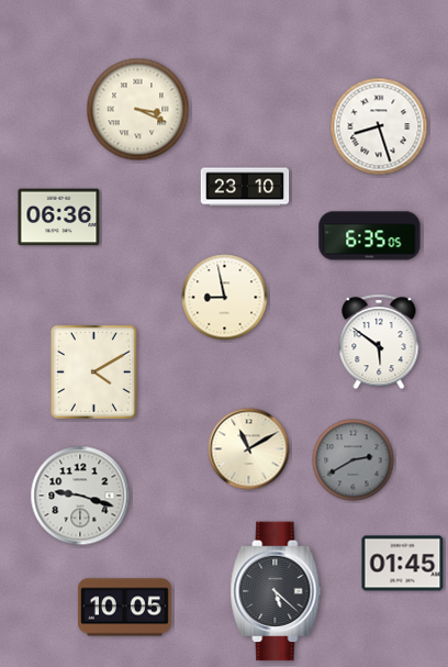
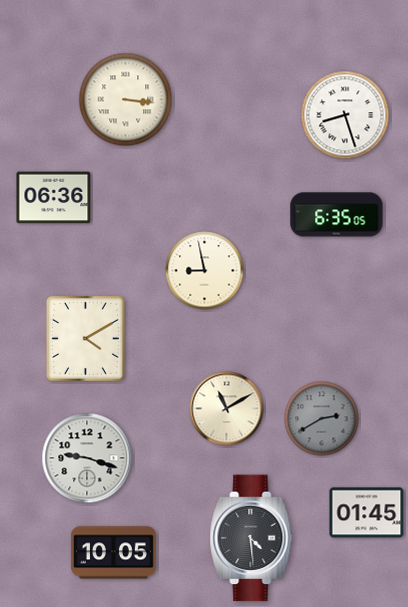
clock at (138, 110): 3:19 -> 3:16
clock at (245, 187): 23:10 -> none
clock at (379, 342): 5:51 -> none
clock at (80, 496) position: (80, 496) -> (87, 458)
clock at (276, 591): 5:22 -> 4:29
